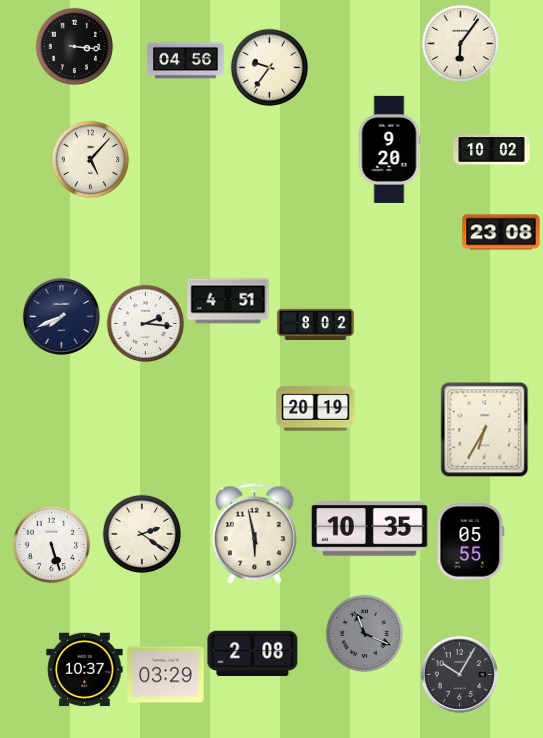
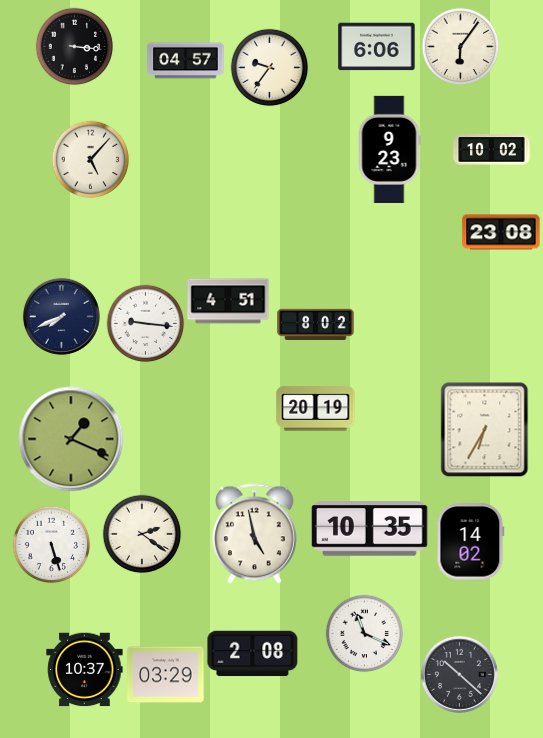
clock at (460, 43) position: (460, 43) -> (460, 46)
clock at (377, 47): none -> 6:06
clock at (186, 61): 04:56 -> 04:57
clock at (389, 149): 9:20 -> 9:23
clock at (145, 323): 2:16 -> 9:16
clock at (71, 439): none -> 1:19
clock at (255, 534): 5:58 -> 4:58
clock at (471, 542): 05:55 -> 14:02
clock at (364, 633) dial: grey -> white
clock at (459, 674): 10:05 -> 10:22
